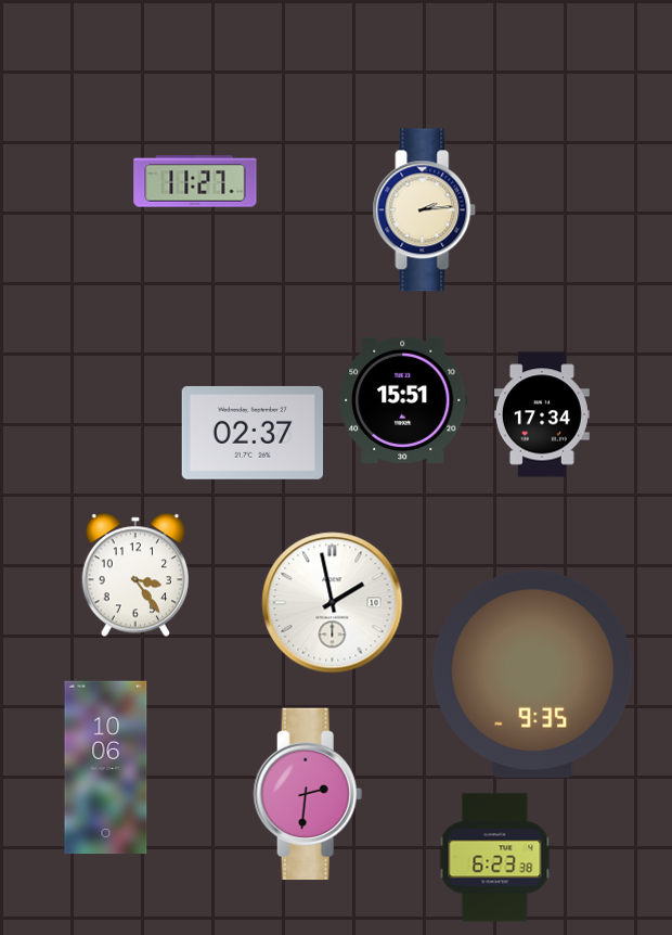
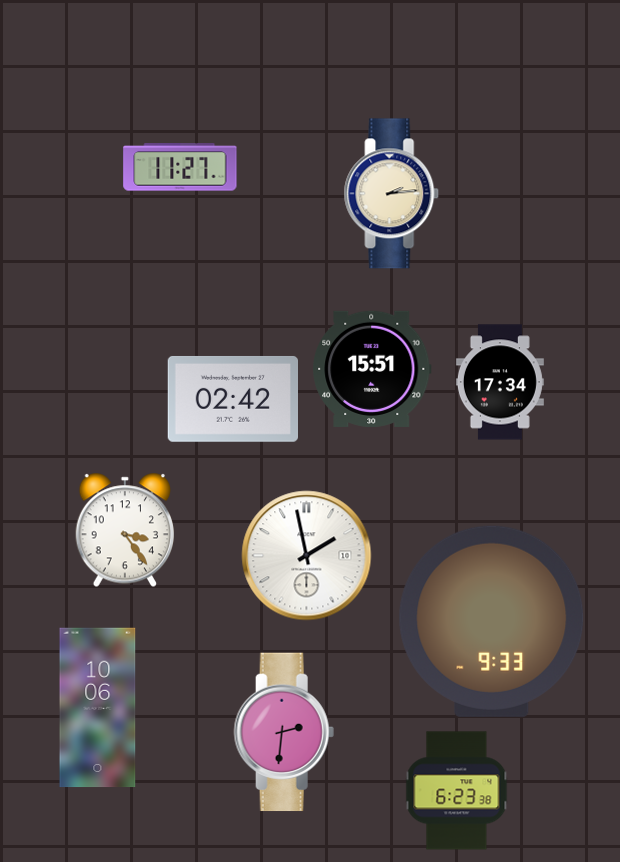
clock at (251, 433): 02:37 -> 02:42
clock at (533, 674): 9:35 -> 9:33
